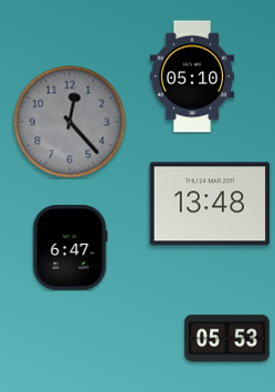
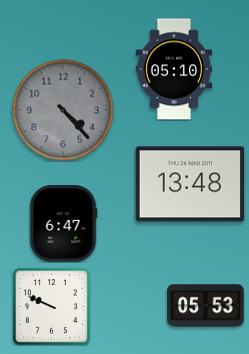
clock at (70, 122): 12:23 -> 4:23
clock at (51, 306): none -> 9:49
